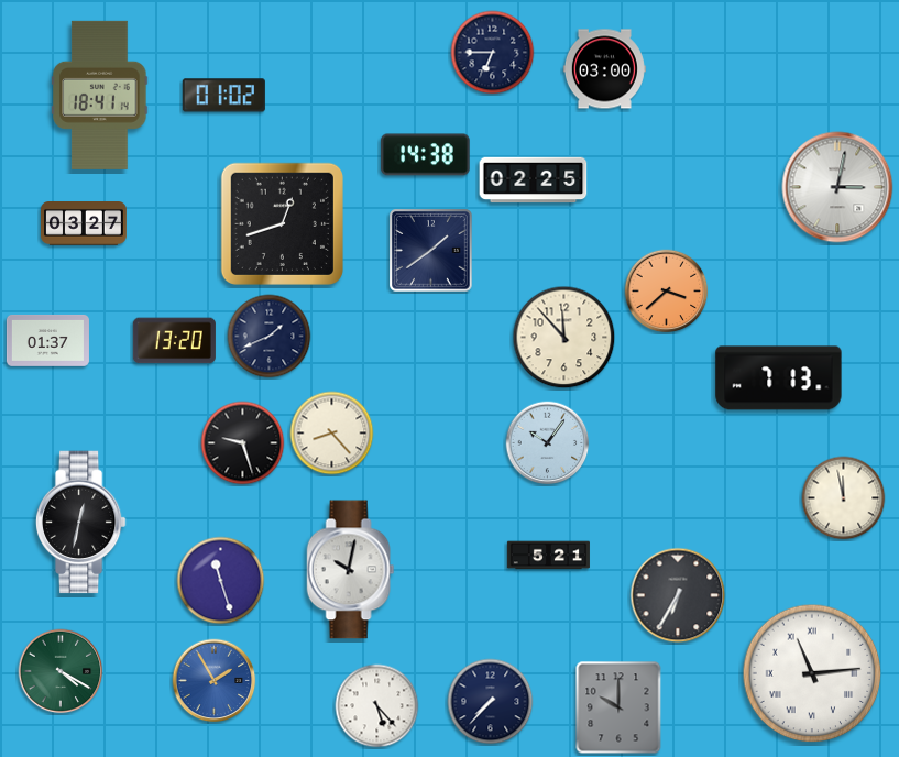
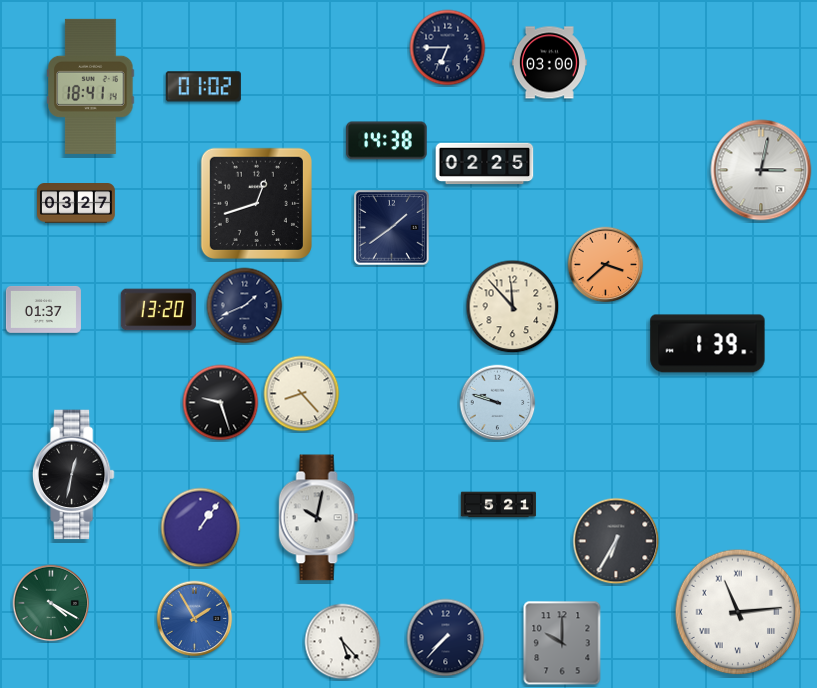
clock at (779, 378): 7:13 -> 1:39
clock at (548, 443): 10:06 -> 9:48
clock at (844, 498): 11:58 -> none
clock at (221, 581): 11:27 -> 1:06
clock at (61, 671) position: (61, 671) -> (51, 603)
